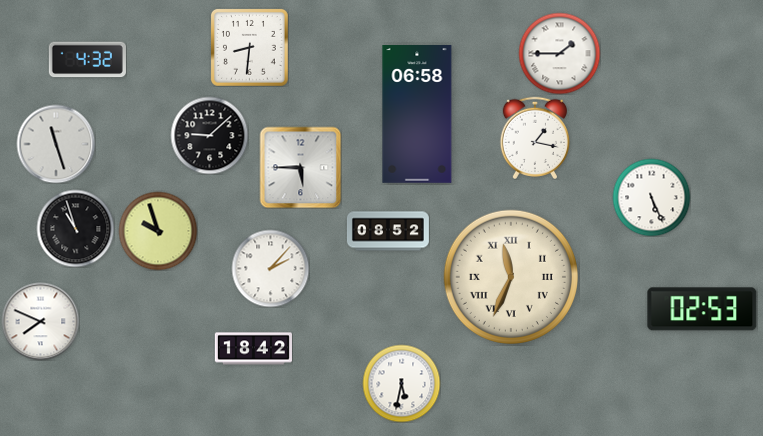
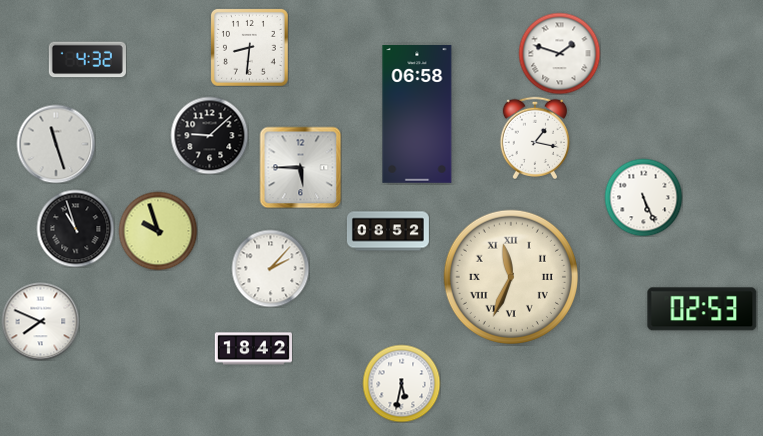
clock at (559, 53): 1:45 -> 1:48
clock at (651, 197) position: (651, 197) -> (643, 197)
